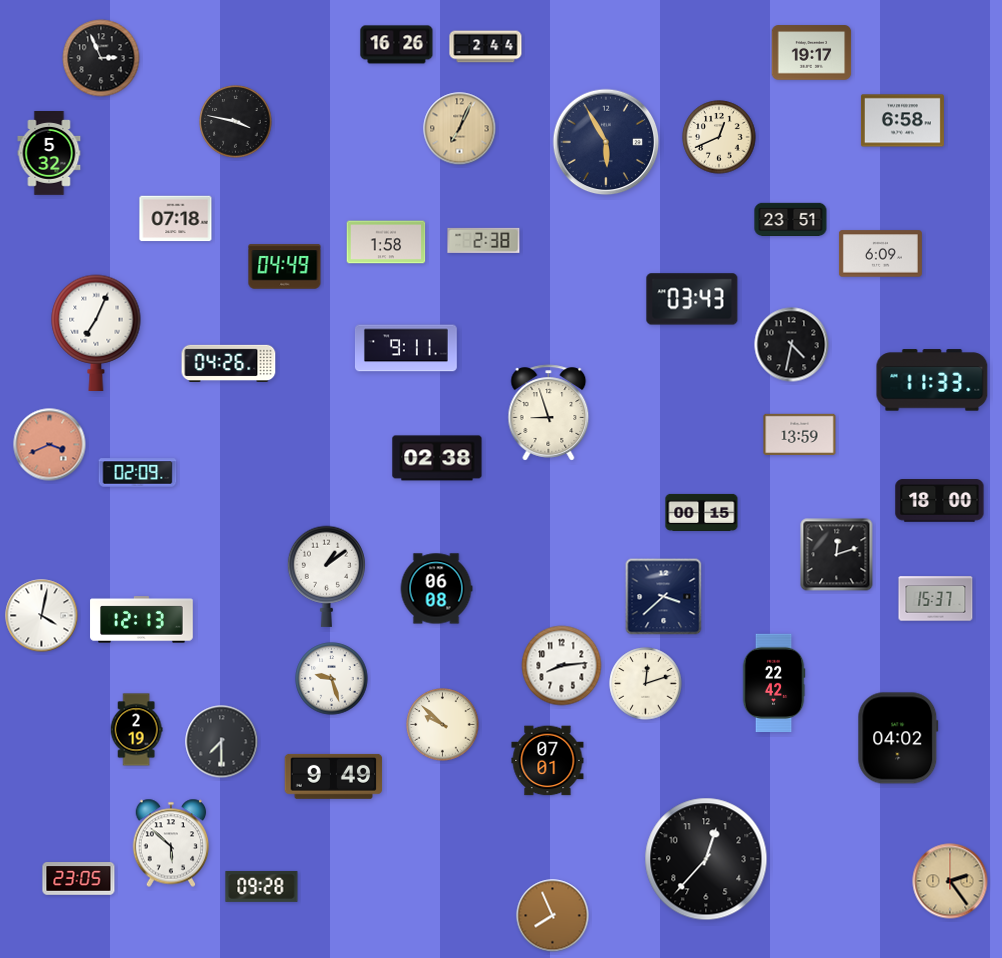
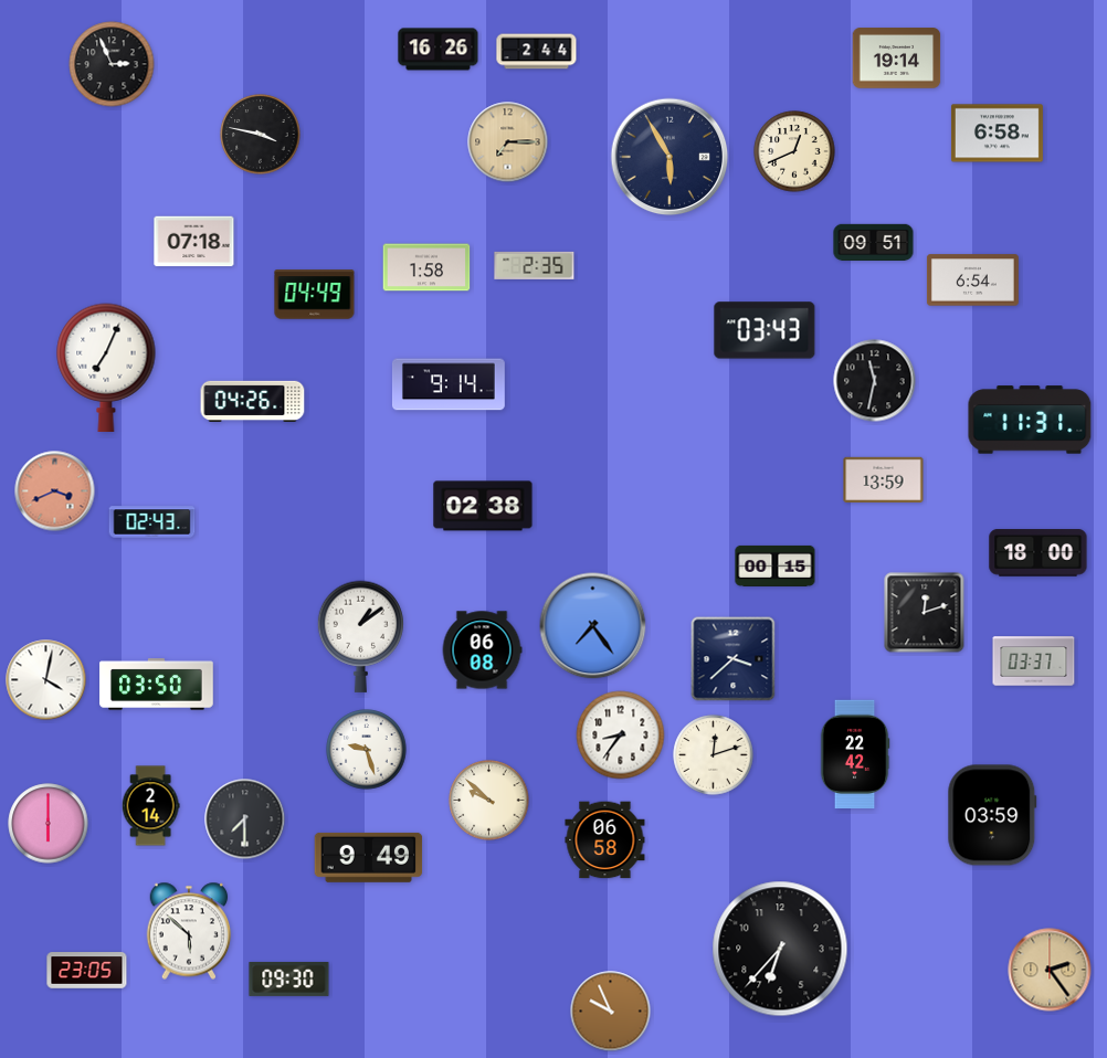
clock at (812, 53): 19:17 -> 19:14
clock at (460, 129): 7:04 -> 7:15
clock at (49, 153): 5:32 -> none
clock at (791, 219): 23:51 -> 09:51
clock at (484, 240): 2:38 -> 2:35
clock at (880, 254): 6:09 -> 6:54
clock at (792, 345): 4:32 -> 11:32
clock at (406, 348): 9:11 -> 9:14
clock at (932, 380): 11:33 -> 11:31
clock at (549, 413): 8:57 -> none
clock at (138, 473): 02:09 -> 02:43
clock at (593, 626): none -> 7:24
clock at (936, 599): 15:37 -> 03:37
clock at (142, 620): 12:13 -> 03:50
clock at (562, 666): 8:14 -> 8:36
clock at (136, 730): 2:19 -> 2:14
clock at (898, 738): 04:02 -> 03:59
clock at (49, 824): none -> 6:00
clock at (548, 761): 07:01 -> 06:58
clock at (706, 859): 12:37 -> 6:37
clock at (950, 881) position: (950, 881) -> (1050, 970)
clock at (262, 886): 09:28 -> 09:30
clock at (553, 916): 7:56 -> 9:56
